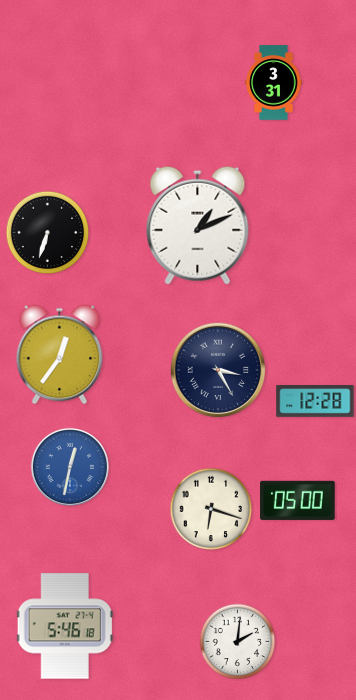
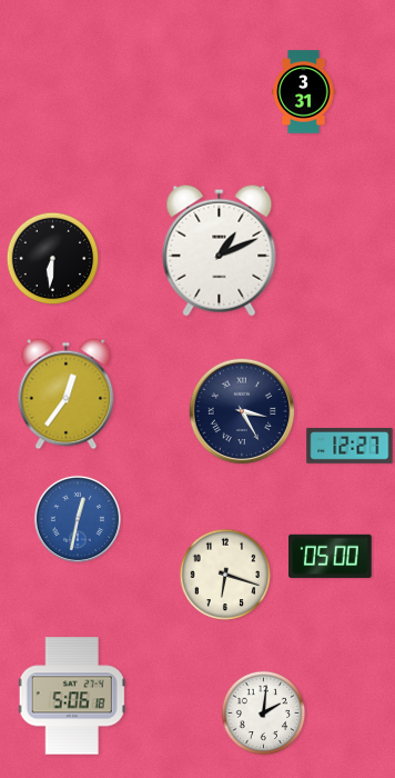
clock at (48, 233): 6:33 -> 6:31
clock at (315, 401): 12:28 -> 12:27
clock at (211, 509) position: (211, 509) -> (225, 575)
clock at (65, 626): 5:46 -> 5:06
